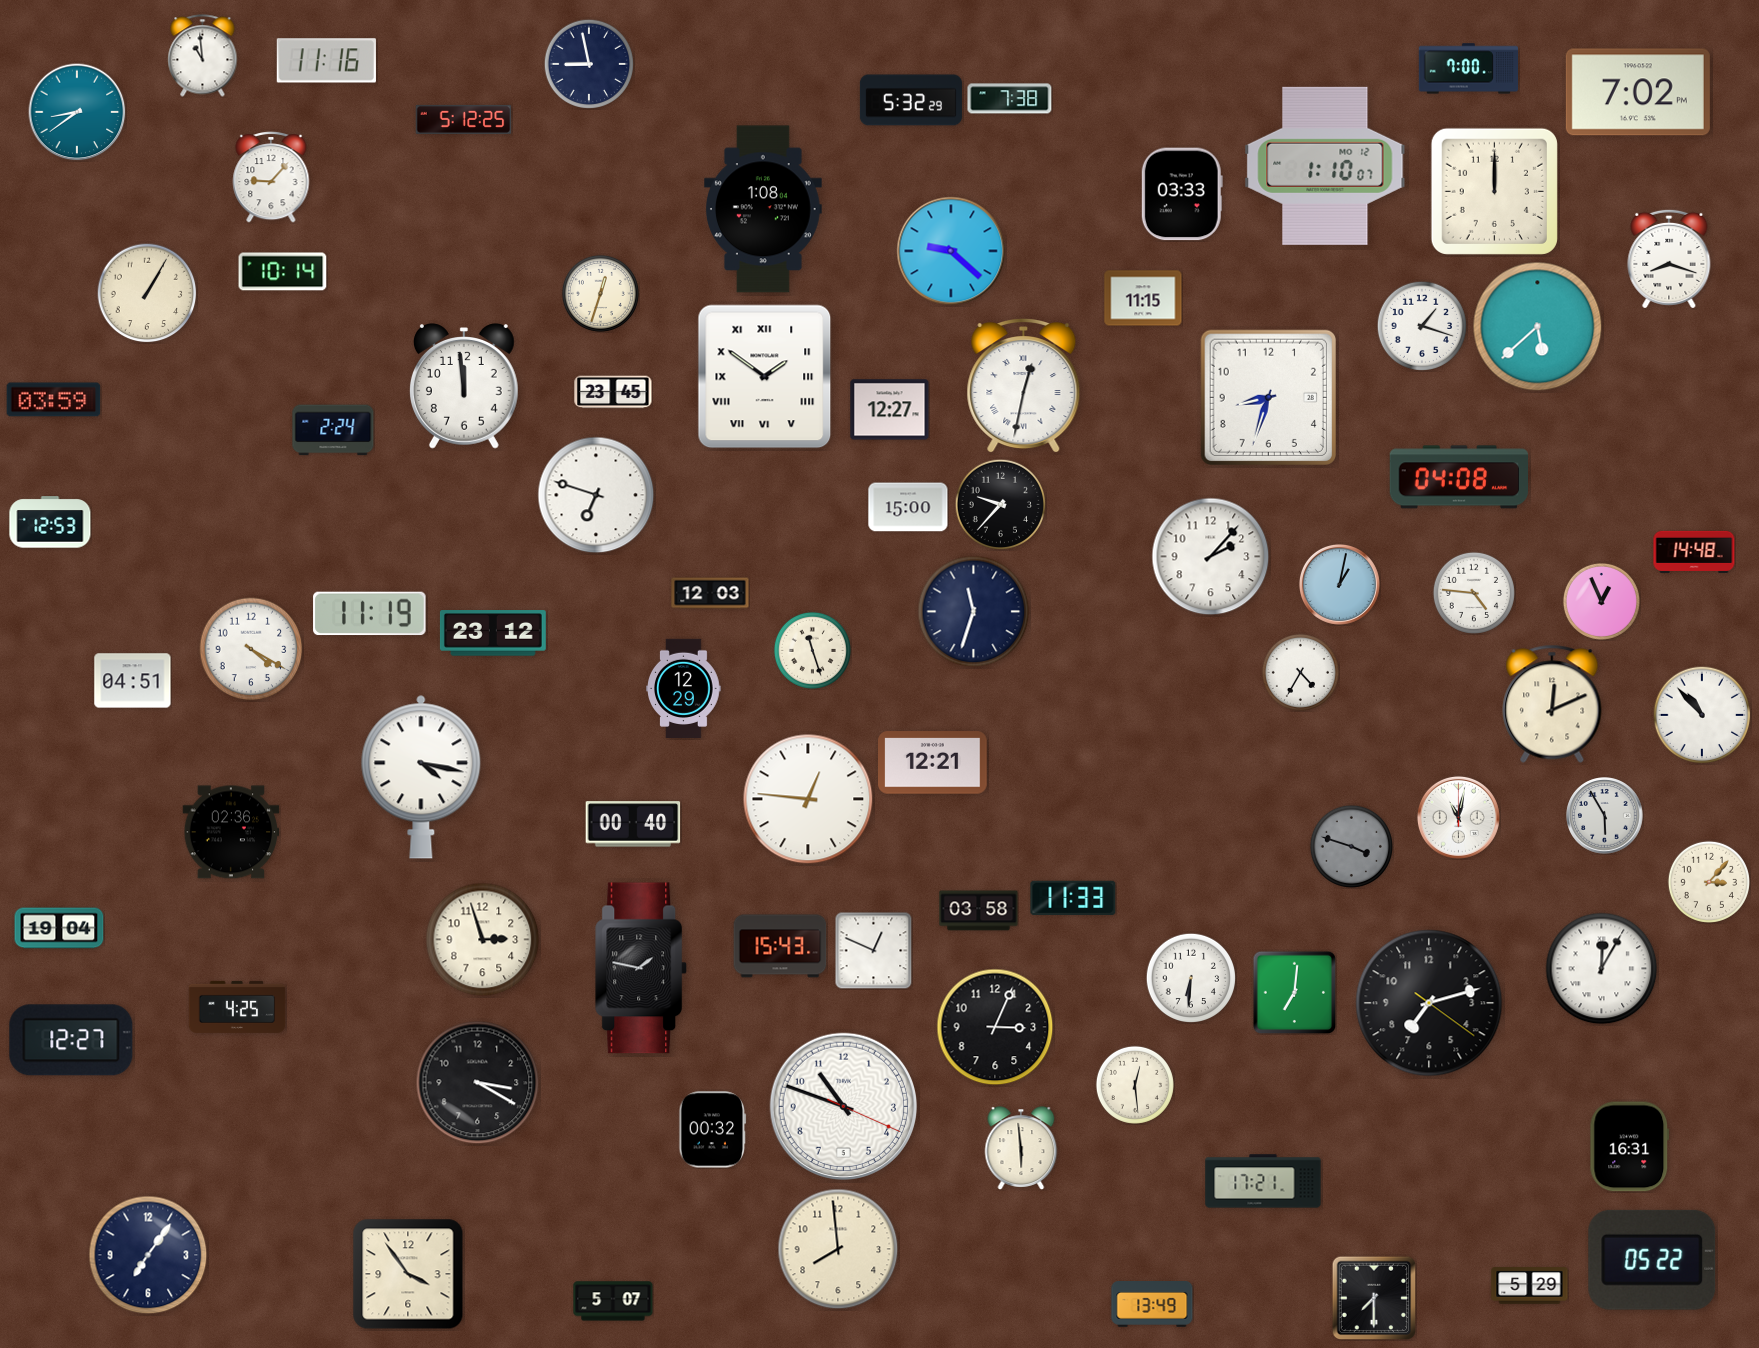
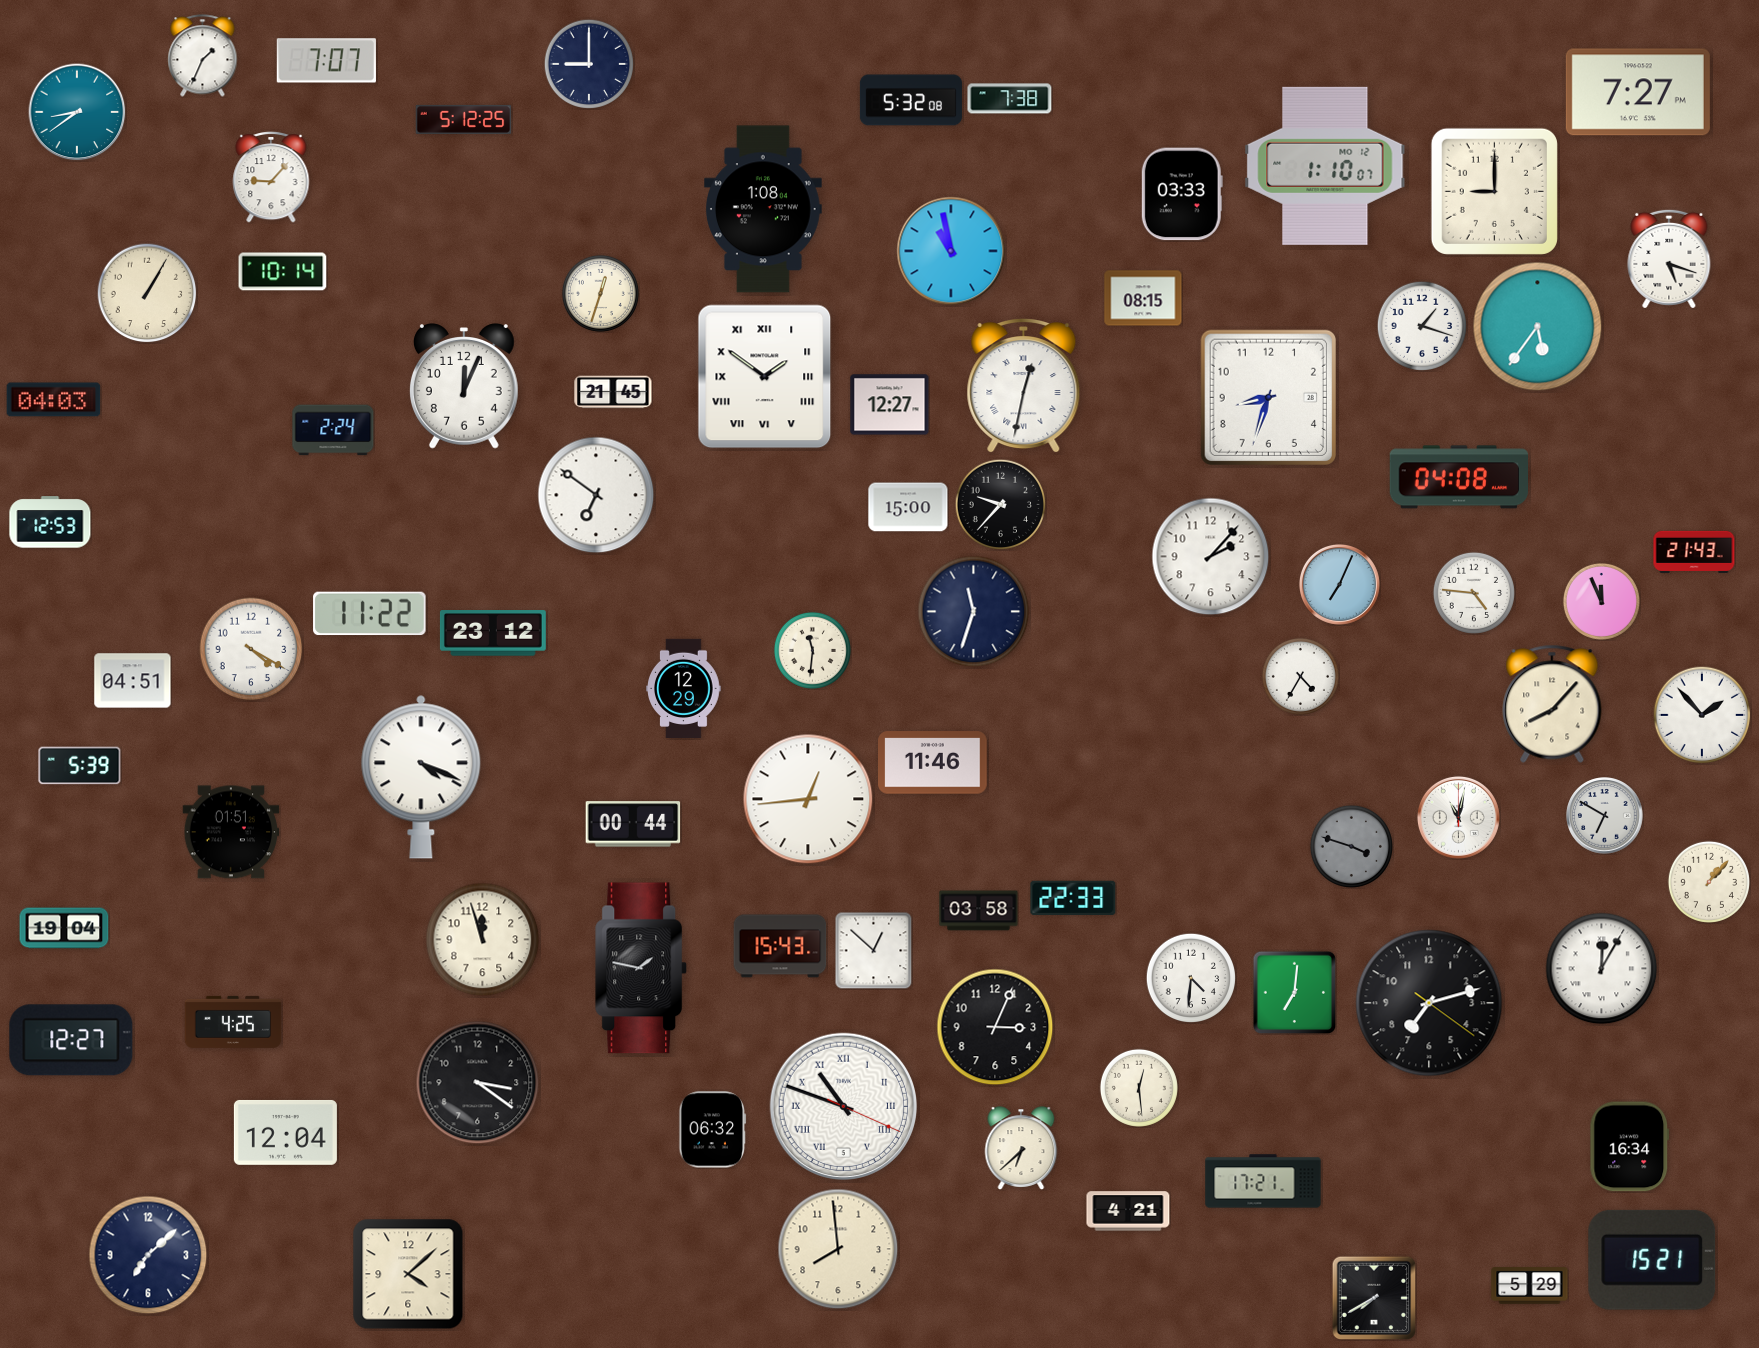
clock at (203, 56): 10:59 -> 1:34
clock at (326, 61): 11:16 -> 7:07
clock at (588, 63): 8:58 -> 9:00
clock at (1468, 69): 7:00 -> none
clock at (1638, 92): 7:02 -> 7:27
clock at (911, 100): 5:32:29 -> 5:32:08
clock at (1494, 191): 12:00 -> 9:00
clock at (951, 251): 9:22 -> 10:58
clock at (1669, 258): 8:18 -> 5:18
clock at (1143, 298): 11:15 -> 08:15
clock at (1538, 327): 5:38 -> 5:36
clock at (464, 386): 11:59 -> 12:04
clock at (613, 392): 23:45 -> 21:45
clock at (54, 400): 03:59 -> 04:03
clock at (890, 410) position: (890, 410) -> (890, 405)
clock at (596, 495): 6:48 -> 6:51
clock at (1694, 552): 14:48 -> 21:43
clock at (1339, 584): 1:02 -> 7:04
clock at (710, 593): 12:03 -> none
clock at (1601, 601): 12:56 -> 11:56
clock at (370, 614): 11:19 -> 11:22
clock at (812, 650): 11:27 -> 11:31
clock at (1300, 672) position: (1300, 672) -> (1300, 676)
clock at (1552, 704): 12:11 -> 8:07
clock at (1702, 715): 10:53 -> 1:53
clock at (933, 763): 12:21 -> 11:46
clock at (80, 766): none -> 5:39
clock at (421, 777): 4:17 -> 4:19
clock at (808, 799): 12:46 -> 12:44
clock at (1605, 816): 5:55 -> 6:50
clock at (633, 824): 00:40 -> 00:44
clock at (231, 832): 02:36 -> 01:51
clock at (1709, 882): 3:07 -> 1:07
clock at (1073, 898): 11:33 -> 22:33
clock at (59, 928) position: (59, 928) -> (64, 928)
clock at (483, 940): 2:57 -> 11:57
clock at (873, 950): 12:49 -> 12:52
clock at (1190, 977): 6:31 -> 4:31
clock at (237, 1007) position: (237, 1007) -> (233, 1022)
clock at (478, 1083): 3:20 -> 3:21
clock at (1135, 1085) position: (1135, 1085) -> (1139, 1088)
clock at (843, 1106) numerals: Arabic -> Roman
clock at (713, 1130): 00:32 -> 06:32
clock at (285, 1132): none -> 12:04
clock at (1630, 1147): 16:31 -> 16:34
clock at (1021, 1148): 5:59 -> 6:38
clock at (1128, 1211): none -> 4:21
clock at (148, 1255): 7:06 -> 7:08
clock at (1652, 1260): 05:22 -> 15:21
clock at (408, 1274): 3:54 -> 4:08
clock at (1374, 1298): 7:30 -> 7:40
clock at (613, 1301): 5:07 -> none
clock at (1152, 1305): 13:49 -> none
